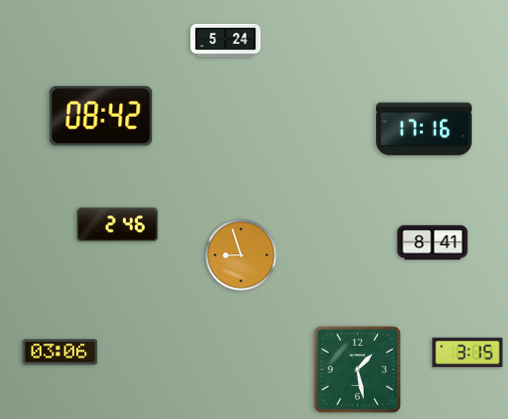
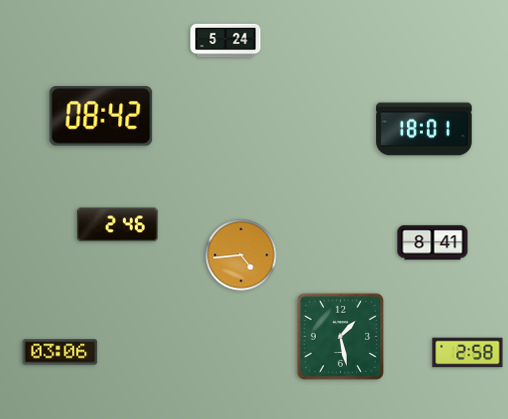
clock at (424, 129): 17:16 -> 18:01
clock at (241, 255): 8:57 -> 4:44
clock at (468, 353): 3:15 -> 2:58
clock at (357, 369) position: (357, 369) -> (340, 336)
